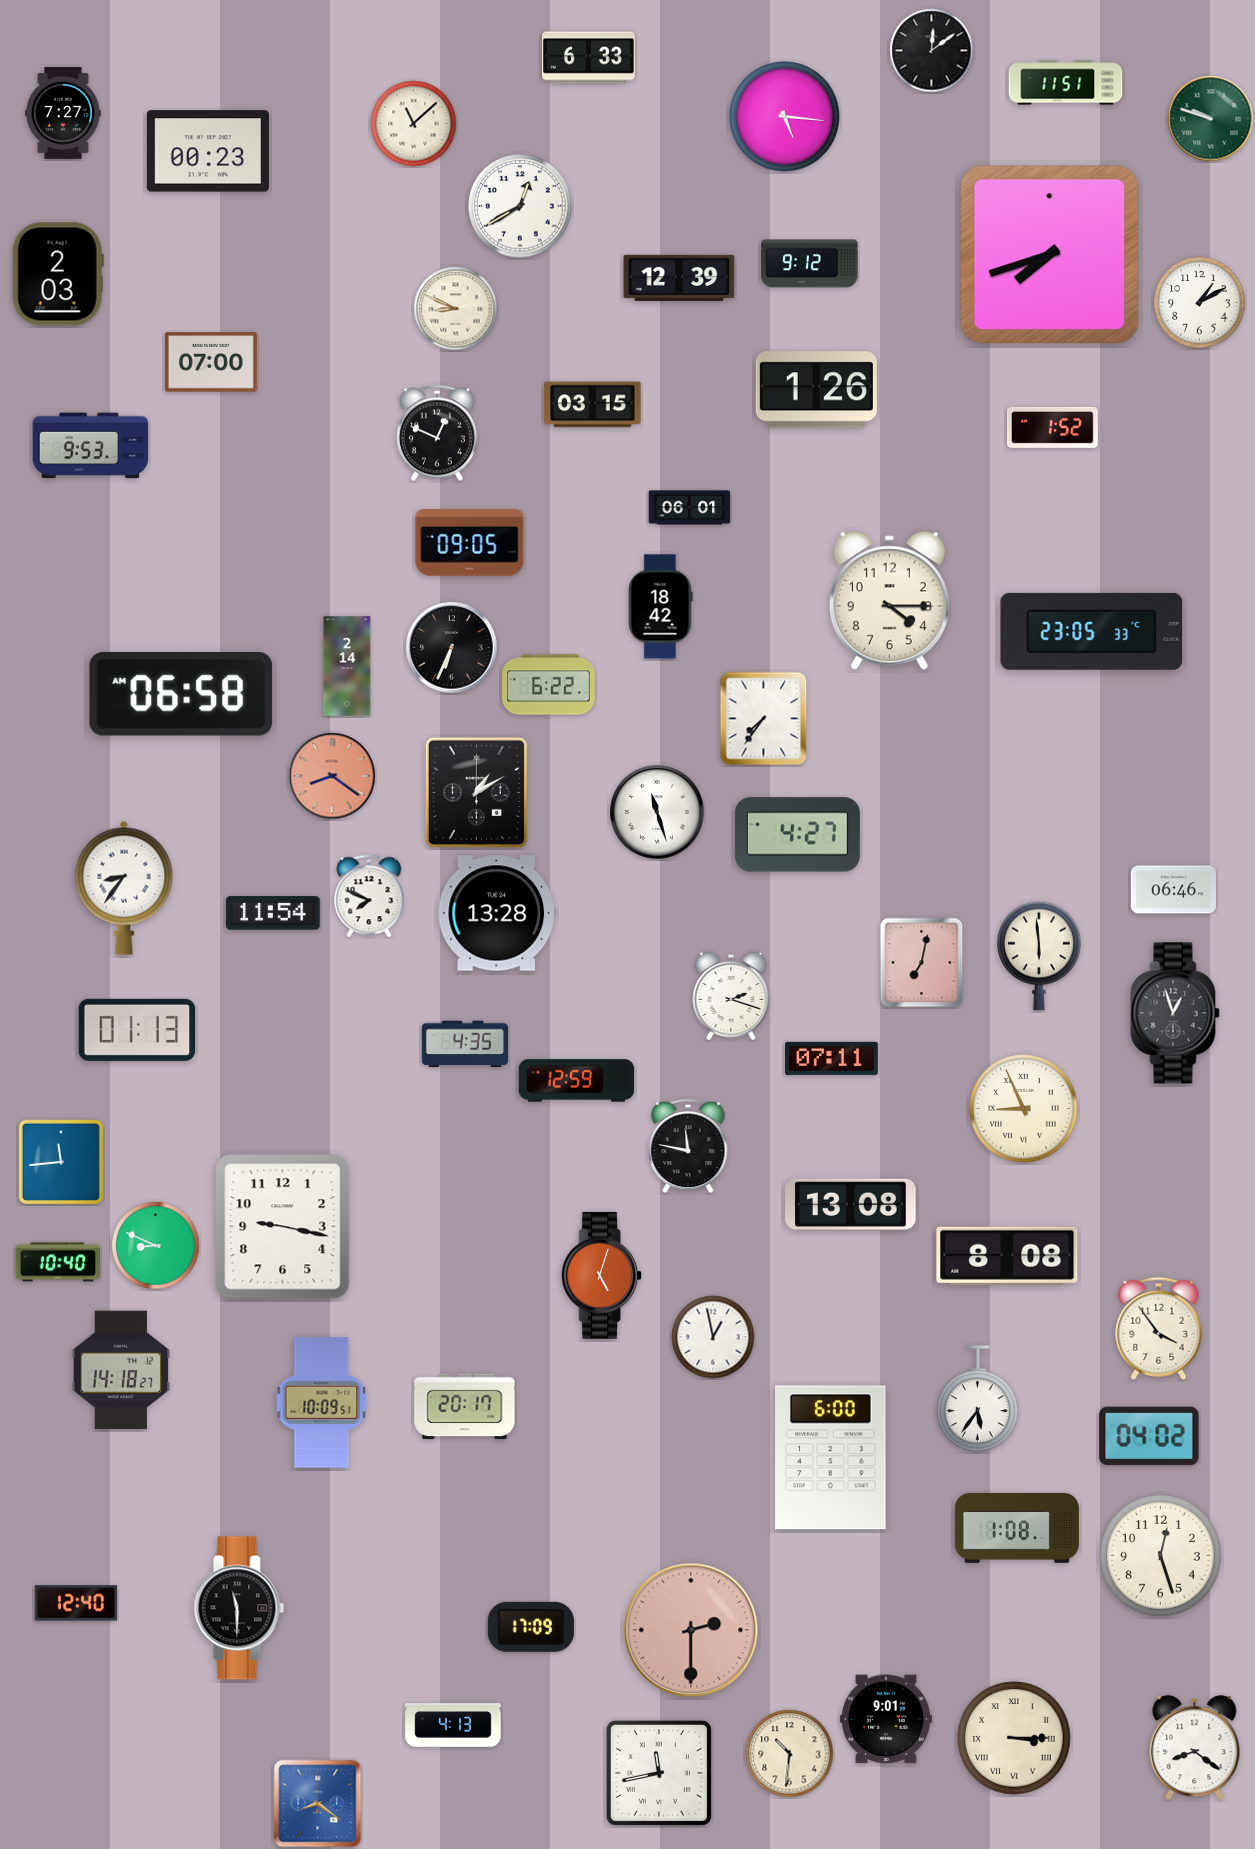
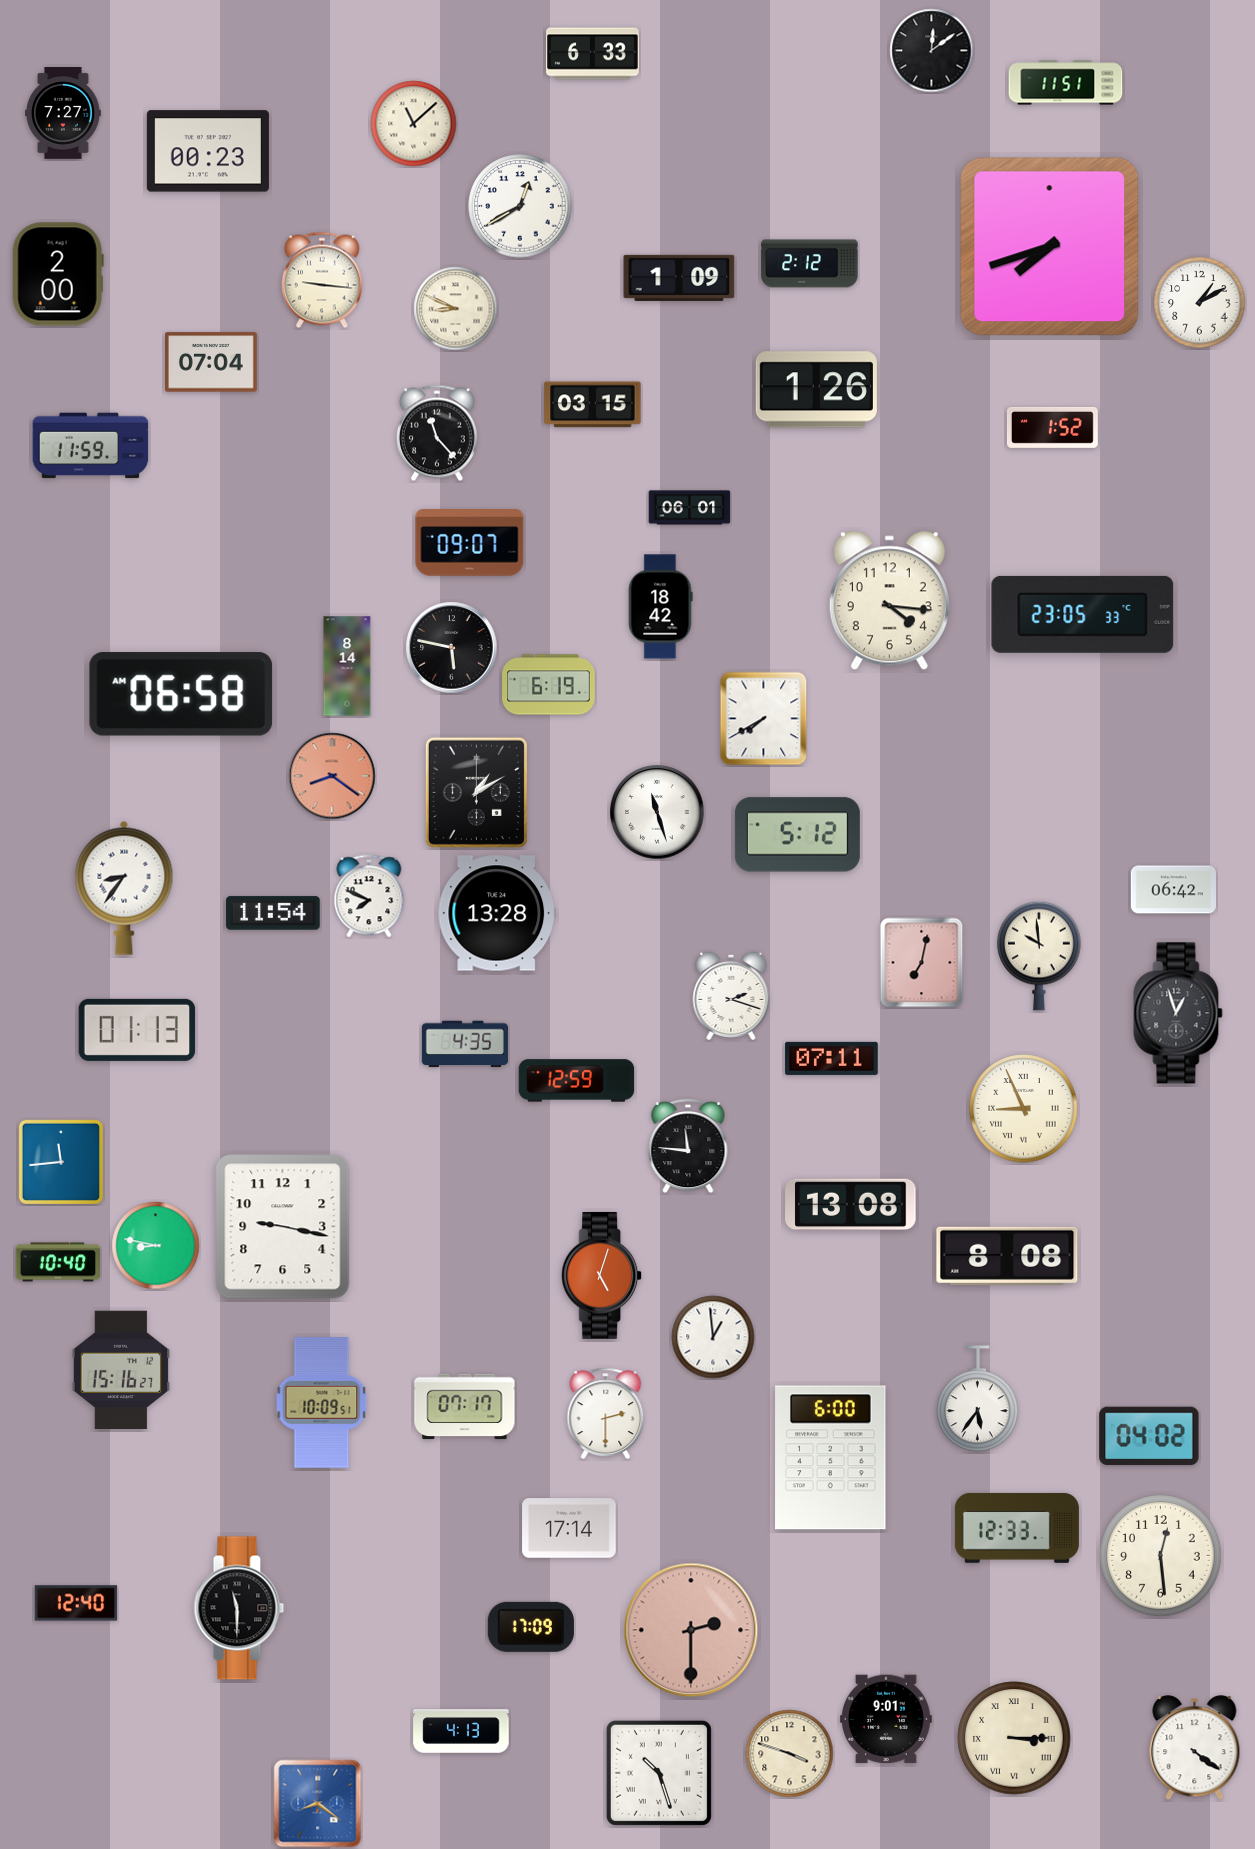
clock at (589, 58) position: (589, 58) -> (593, 54)
clock at (785, 117): 5:16 -> none
clock at (1211, 119): 9:48 -> none
clock at (1050, 255) position: (1050, 255) -> (1050, 247)
clock at (810, 264): 9:12 -> 2:12
clock at (58, 274): 2:03 -> 2:00
clock at (679, 278): 12:39 -> 1:09
clock at (322, 280): none -> 9:16
clock at (212, 362): 07:00 -> 07:04
clock at (437, 433): 12:49 -> 11:23
clock at (91, 446): 9:53 -> 11:59
clock at (470, 543): 09:05 -> 09:07
clock at (889, 601): 4:15 -> 4:16
clock at (1092, 631) position: (1092, 631) -> (1083, 614)
clock at (452, 648): 6:34 -> 5:47
clock at (347, 666): 2:14 -> 8:14
clock at (549, 685): 6:22 -> 6:19
clock at (764, 719): 7:36 -> 7:40
clock at (797, 835): 4:27 -> 5:12
clock at (1173, 890): 06:46 -> 06:42
clock at (1039, 956): 5:59 -> 9:59
clock at (1175, 1013) position: (1175, 1013) -> (1178, 1013)
clock at (688, 1146): 11:47 -> 11:46
clock at (156, 1246): 8:49 -> 8:47
clock at (1159, 1328): 3:54 -> none
clock at (713, 1337): 12:58 -> 12:59
clock at (121, 1370): 14:18 -> 15:16
clock at (465, 1407): 20:17 -> 07:17
clock at (606, 1413): none -> 2:30
clock at (569, 1528): none -> 17:14
clock at (1017, 1528): 1:08 -> 12:33
clock at (1161, 1556): 12:27 -> 12:29
clock at (453, 1725) position: (453, 1725) -> (461, 1731)
clock at (1195, 1748): 8:21 -> 4:21
clock at (790, 1754): 10:31 -> 3:48
clock at (659, 1773): 11:43 -> 10:27
